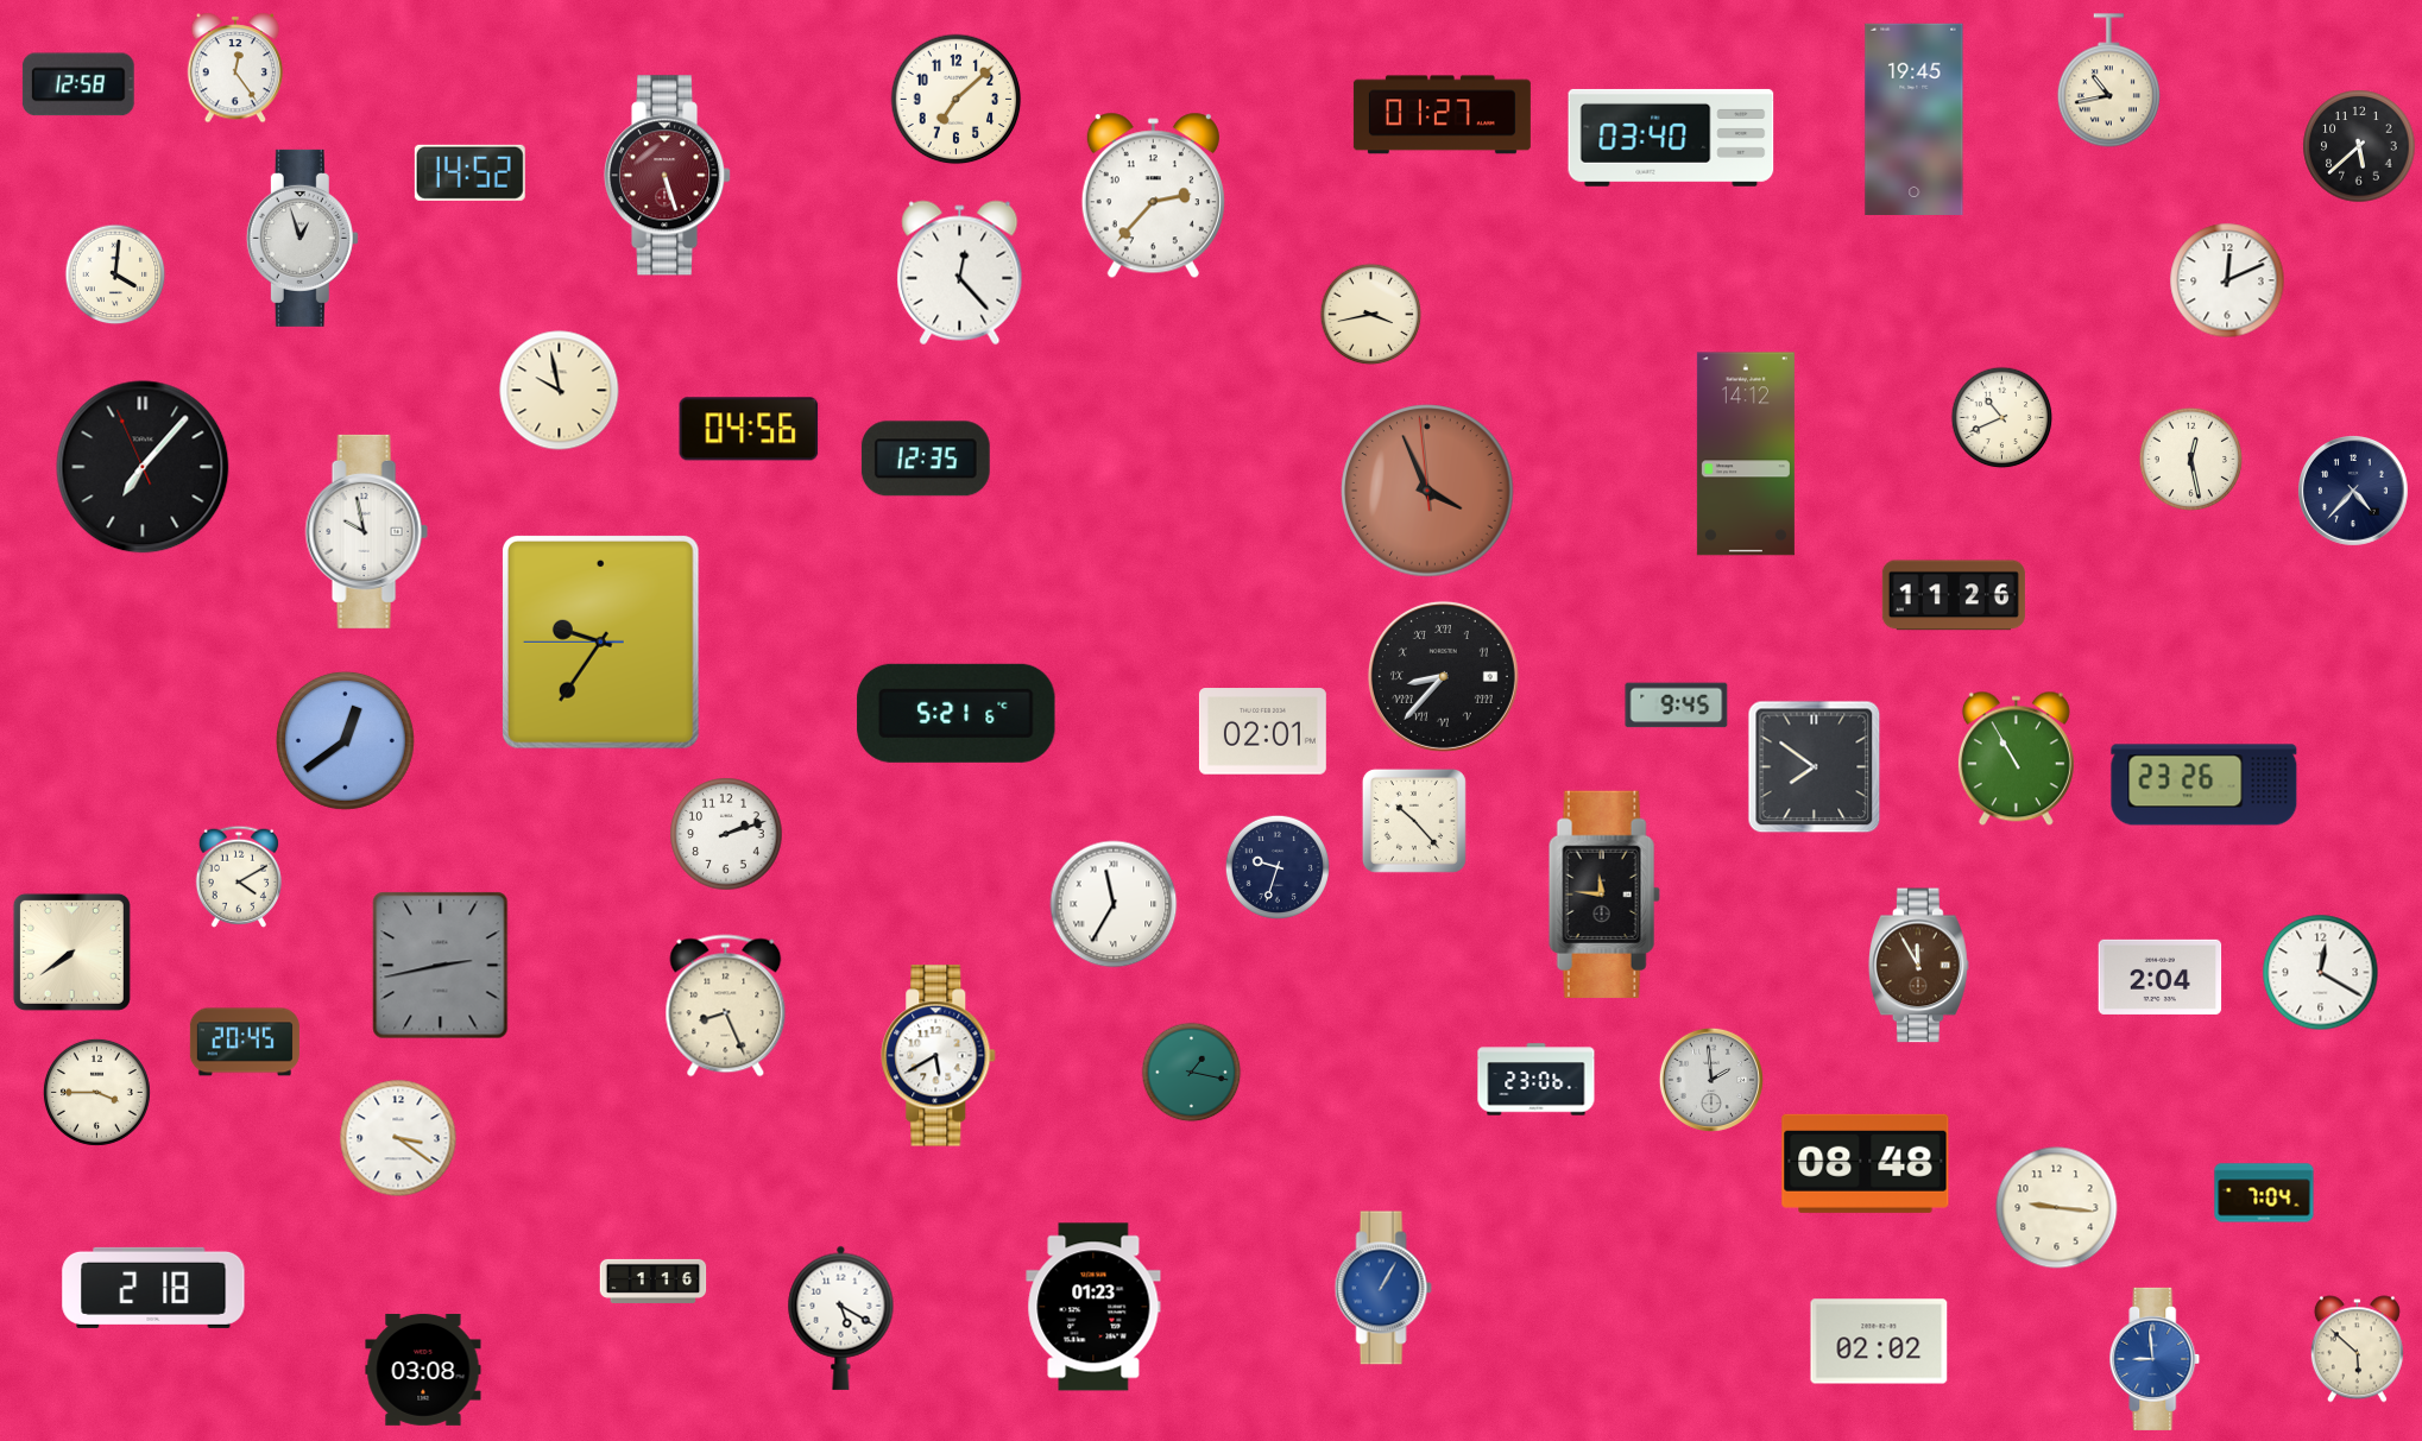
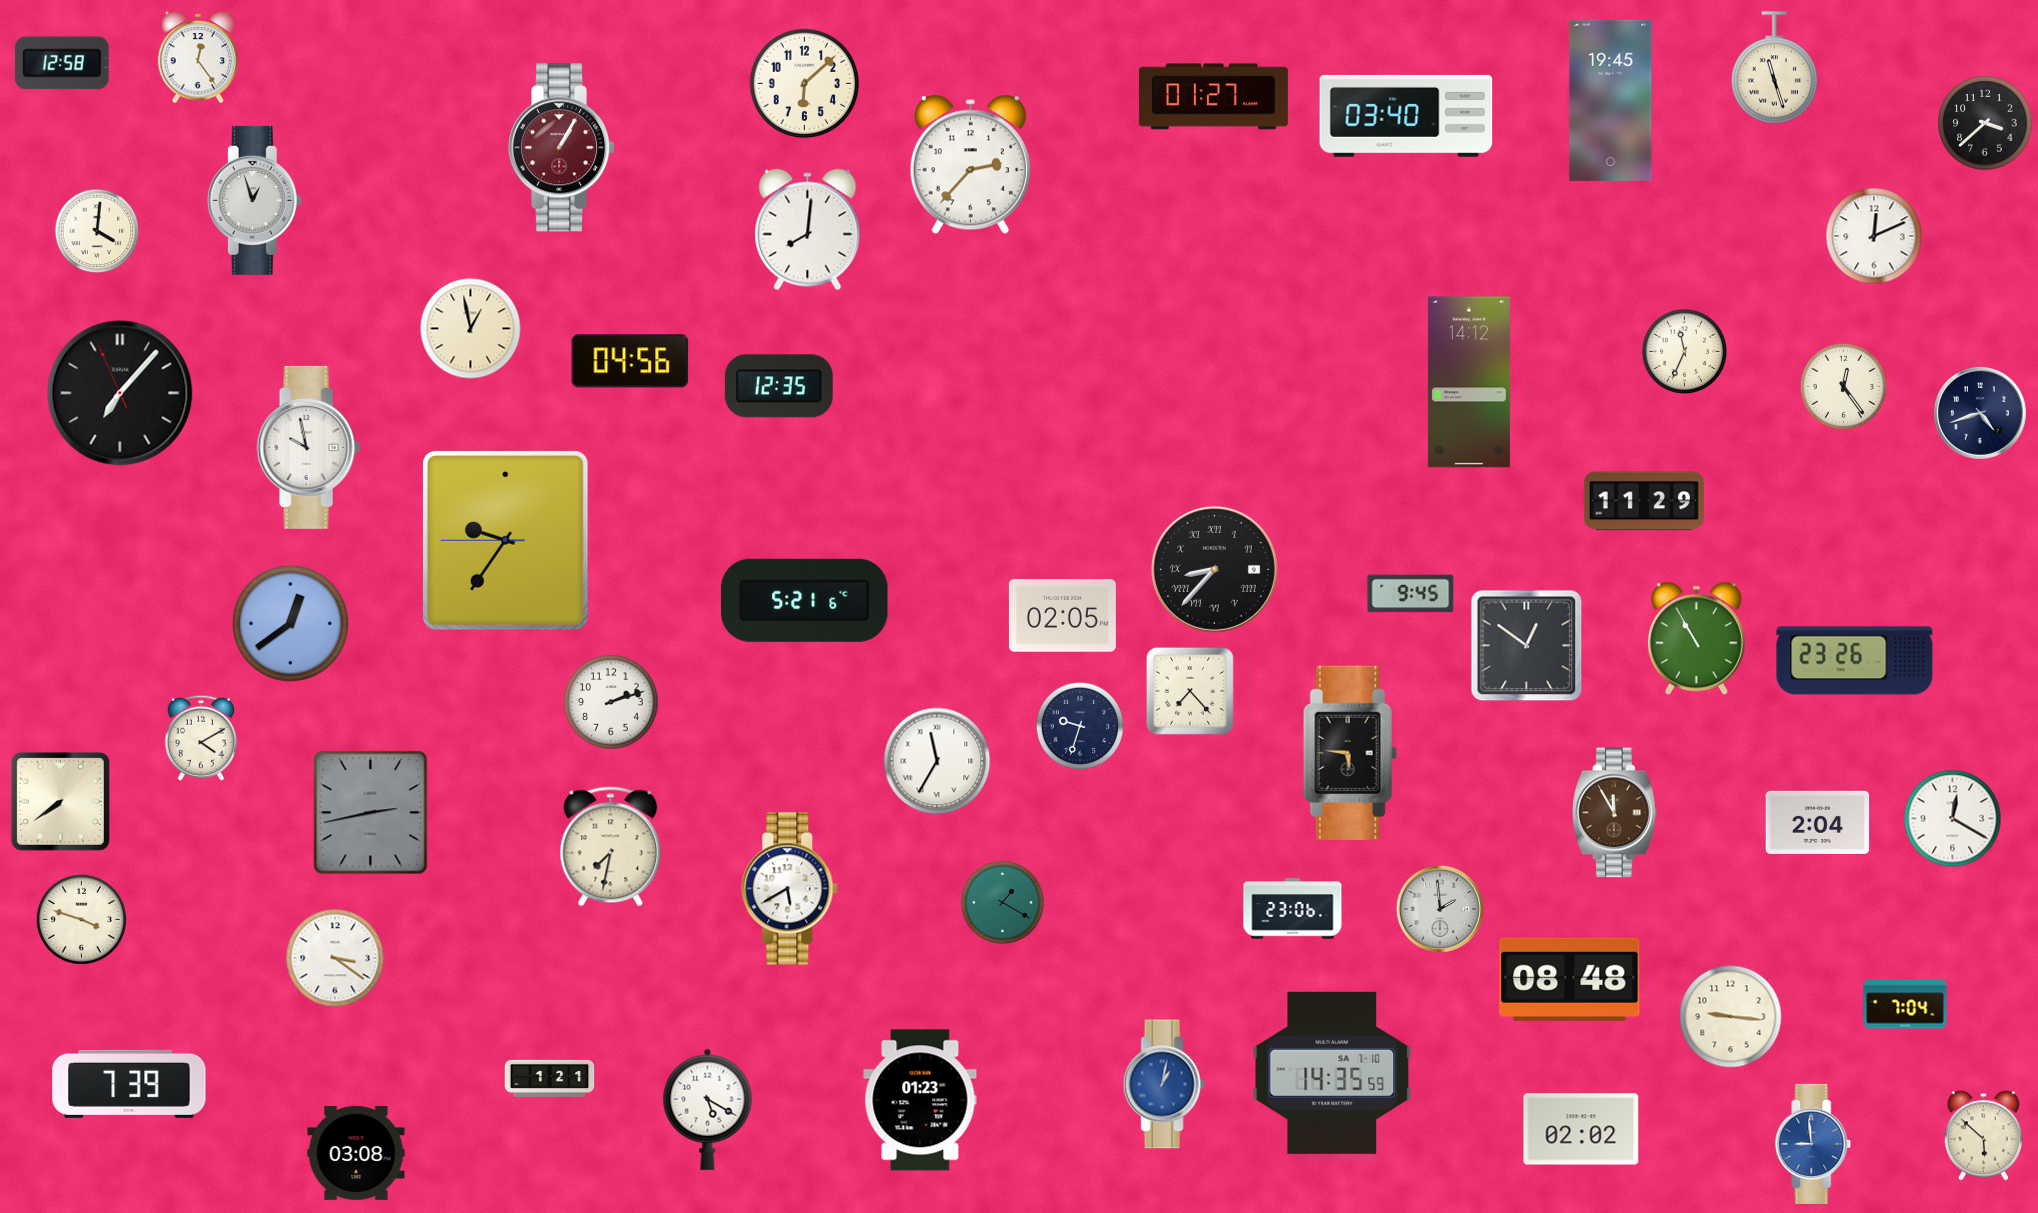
clock at (2108, 81): 10:43 -> 11:27
clock at (78, 84) position: (78, 84) -> (62, 63)
clock at (957, 100): 7:08 -> 6:08
clock at (2359, 146): 5:38 -> 3:38
clock at (469, 172): 14:52 -> none
clock at (668, 176): 5:27 -> 1:05
clock at (960, 273): 12:23 -> 8:01
clock at (1371, 315): 3:43 -> none
clock at (560, 391): 9:58 -> 12:58
clock at (2002, 418): 10:41 -> 11:34
clock at (2190, 459): 12:28 -> 12:24
clock at (1427, 491): 3:55 -> none
clock at (2354, 492): 4:37 -> 4:42
clock at (1954, 595): 11:26 -> 11:29
clock at (1262, 732): 02:01 -> 02:05
clock at (1815, 767): 7:51 -> 12:51
clock at (1414, 821): 10:23 -> 7:23
clock at (1278, 867) position: (1278, 867) -> (1080, 726)
clock at (1604, 893): 11:46 -> 5:46
clock at (726, 1006): 8:26 -> 7:32
clock at (245, 1042): 20:45 -> none
clock at (1192, 1073): 1:17 -> 1:20
clock at (96, 1092): 3:45 -> 3:48
clock at (1332, 1073): none -> 14:35
clock at (654, 1281): 1:16 -> 1:21
clock at (153, 1288): 2:18 -> 7:39
clock at (1383, 1288): 1:05 -> 1:02
